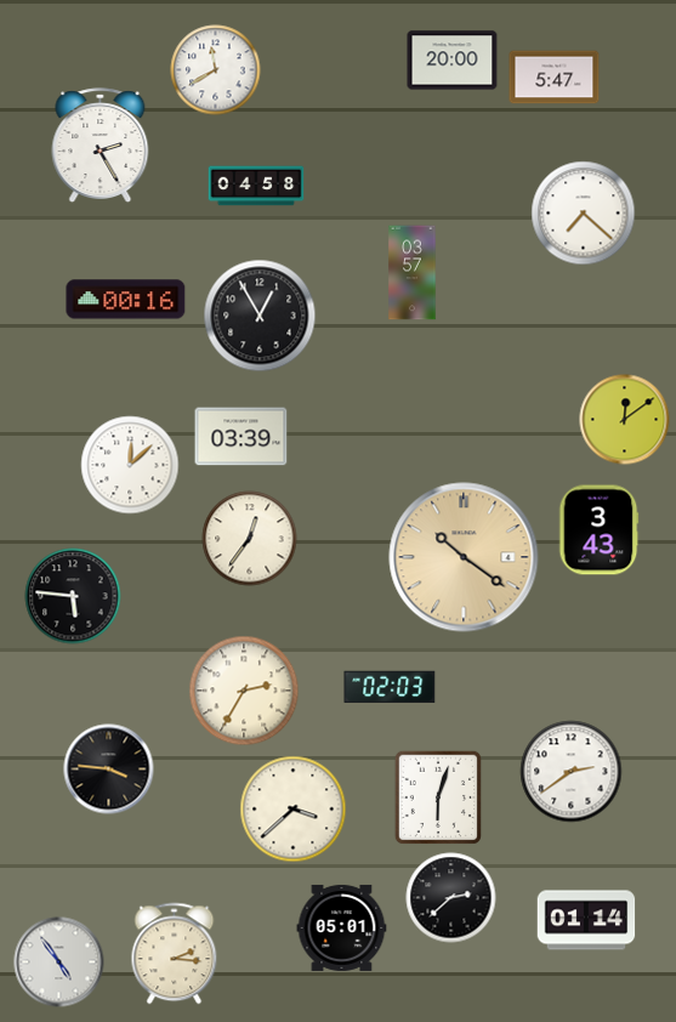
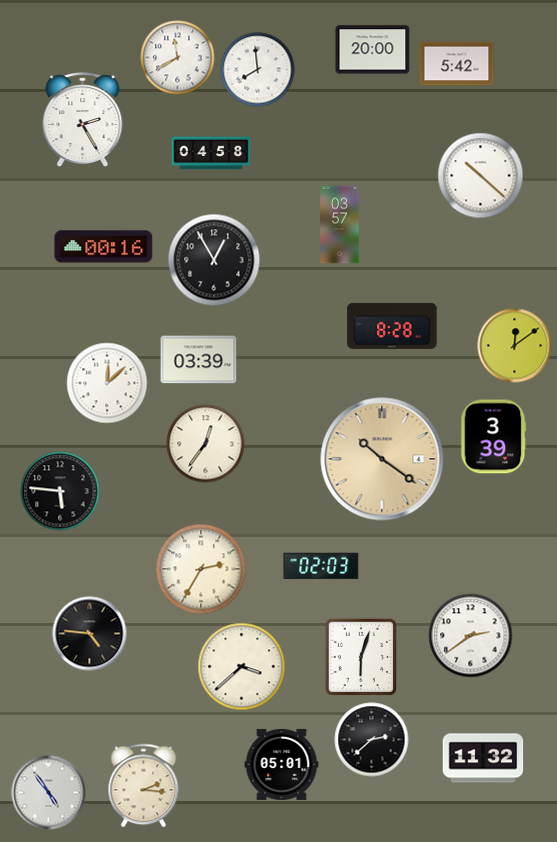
clock at (555, 78): 5:47 -> 5:42
clock at (258, 70): none -> 7:59
clock at (584, 214): 7:22 -> 10:22
clock at (392, 326): none -> 8:28
clock at (598, 530): 3:43 -> 3:39
clock at (109, 770): 3:46 -> 4:46
clock at (586, 920): 01:14 -> 11:32
